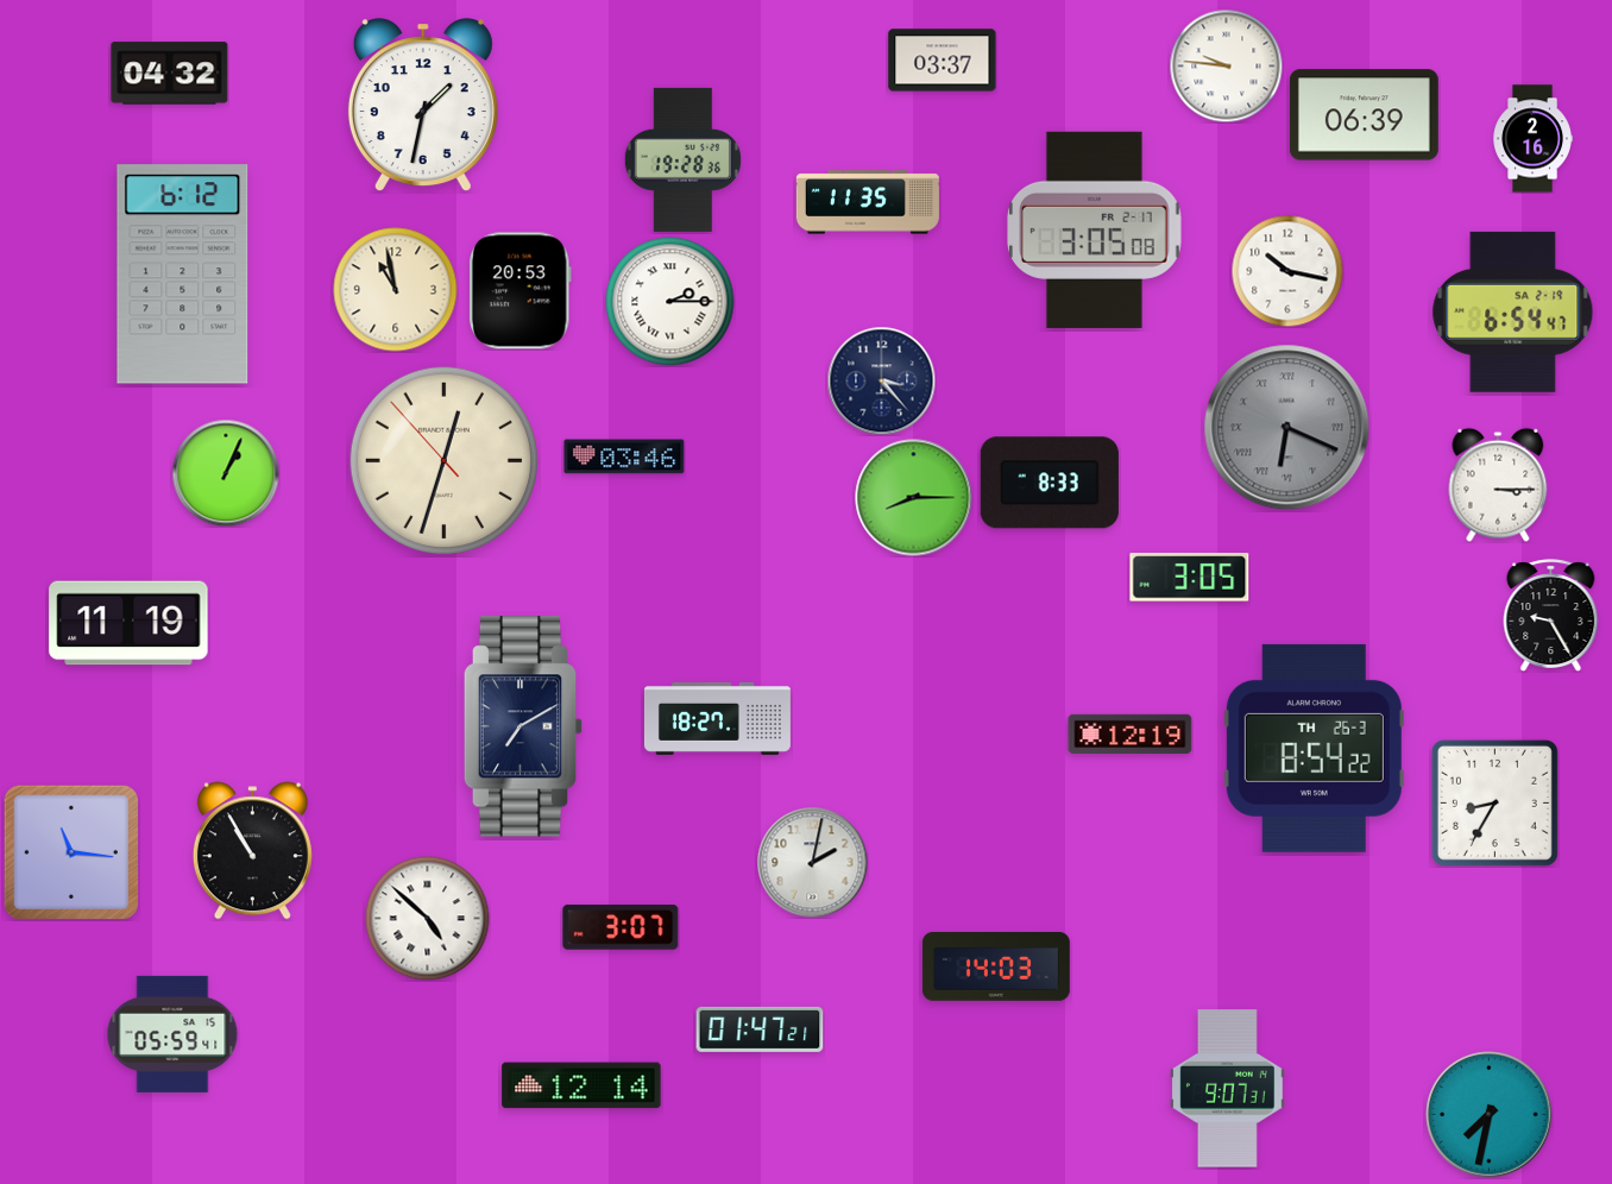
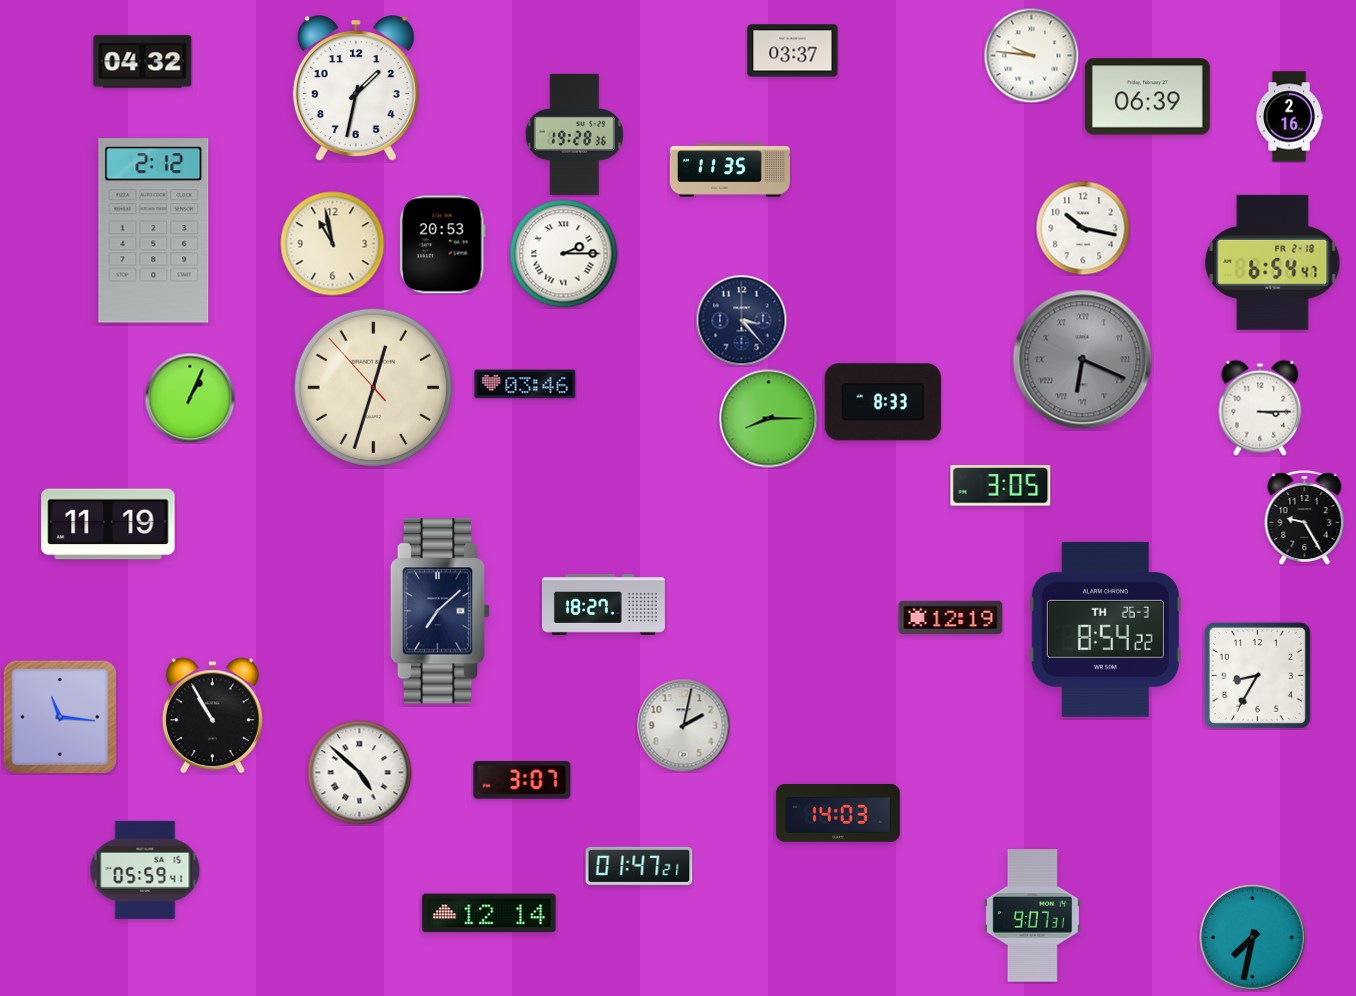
clock at (1094, 229): 3:05 -> none
clock at (183, 275): 6:12 -> 2:12
clock at (520, 291) position: (520, 291) -> (442, 245)
clock at (1513, 311) date: SA 2-19 -> FR 2-18
clock at (1050, 483) position: (1050, 483) -> (883, 402)
clock at (523, 726): 7:10 -> 7:08
